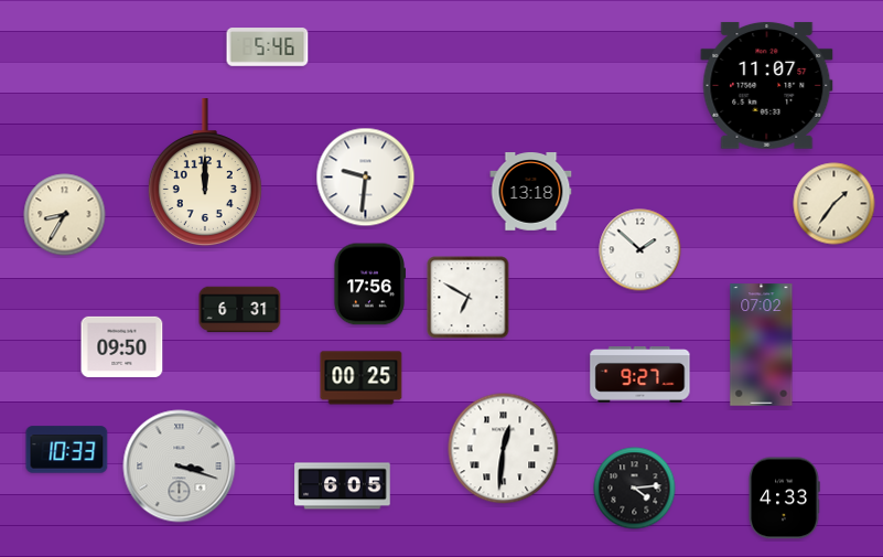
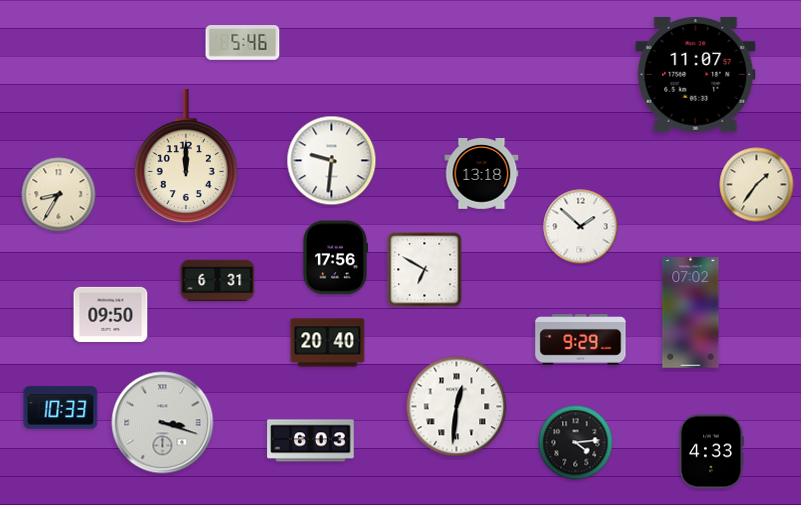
clock at (767, 85) position: (767, 85) -> (696, 74)
clock at (640, 375): 9:27 -> 9:29
clock at (362, 378): 00:25 -> 20:40
clock at (343, 486): 6:05 -> 6:03
